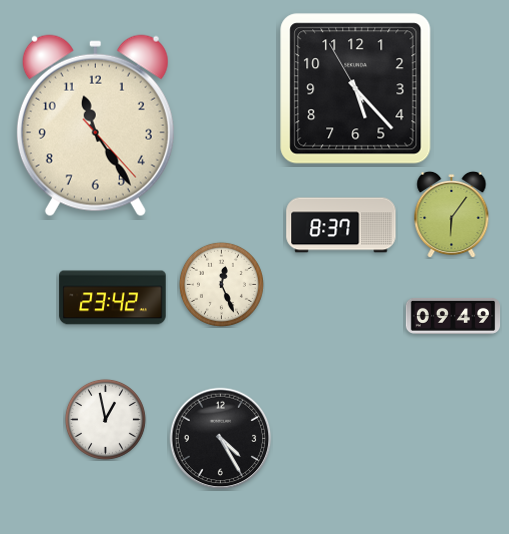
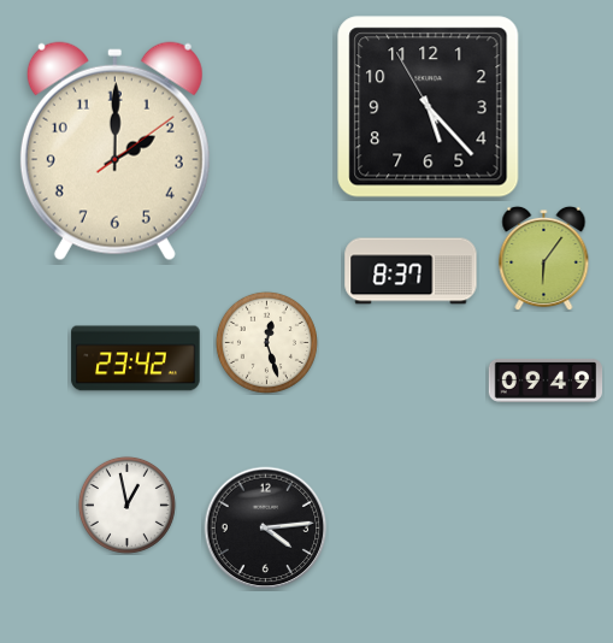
clock at (95, 126): 11:24 -> 2:00
clock at (221, 284): 12:26 -> 12:27
clock at (221, 439): 4:25 -> 4:14
